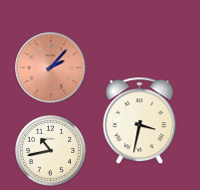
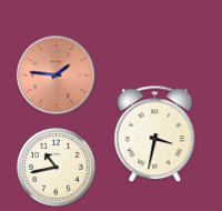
clock at (51, 68): 2:07 -> 1:46
